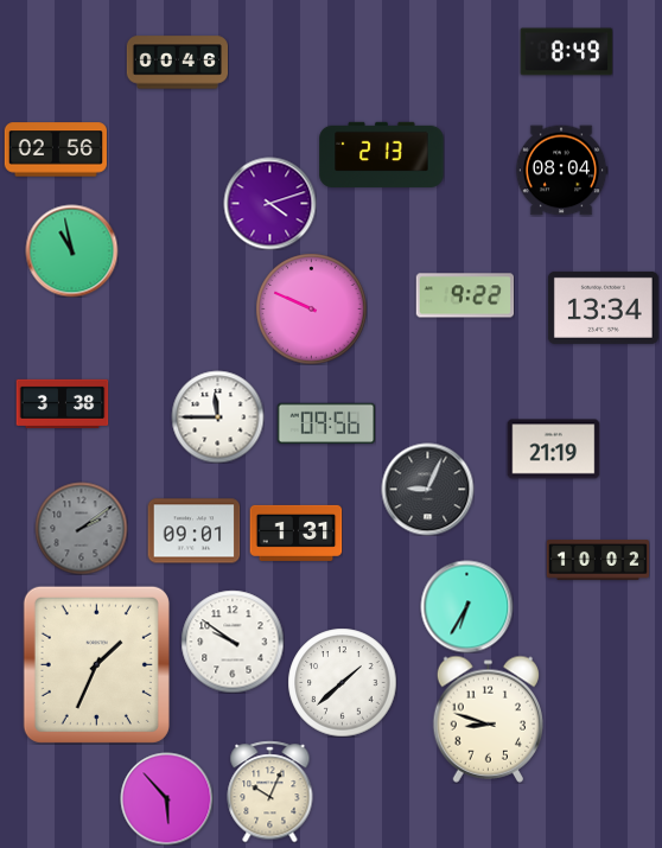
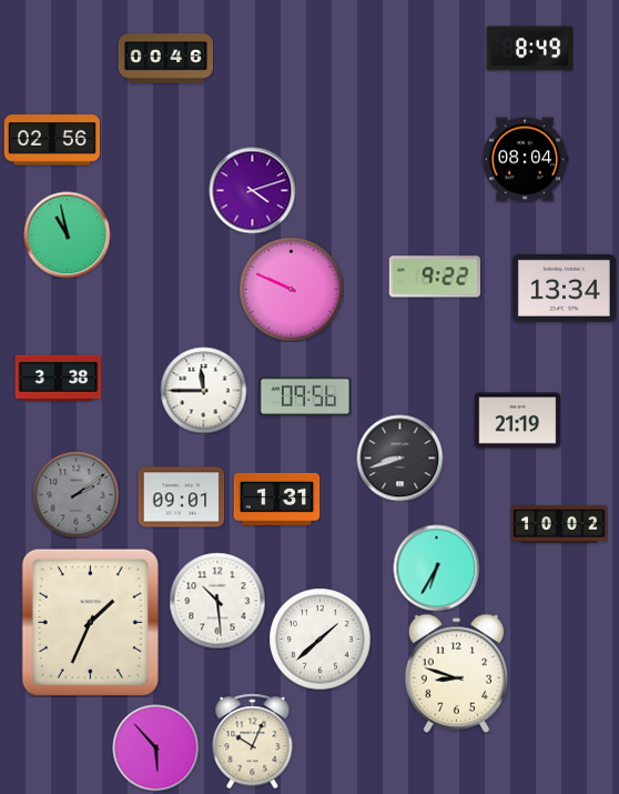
clock at (382, 154): 2:13 -> none
clock at (427, 489): 9:04 -> 8:42
clock at (233, 642): 9:51 -> 10:29
